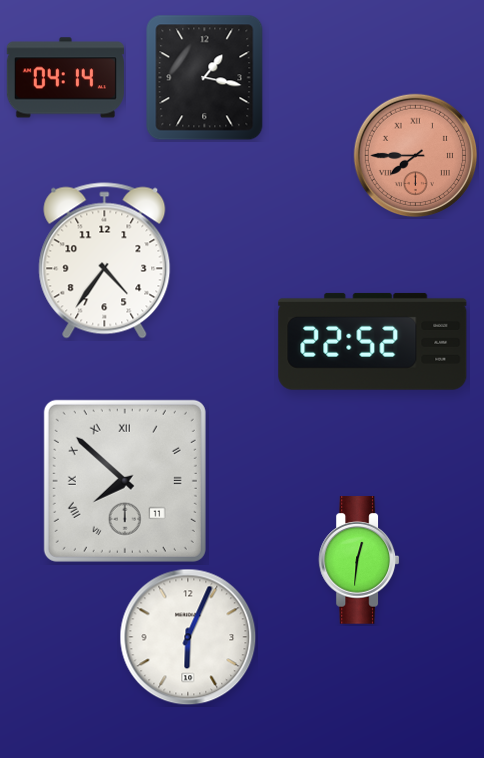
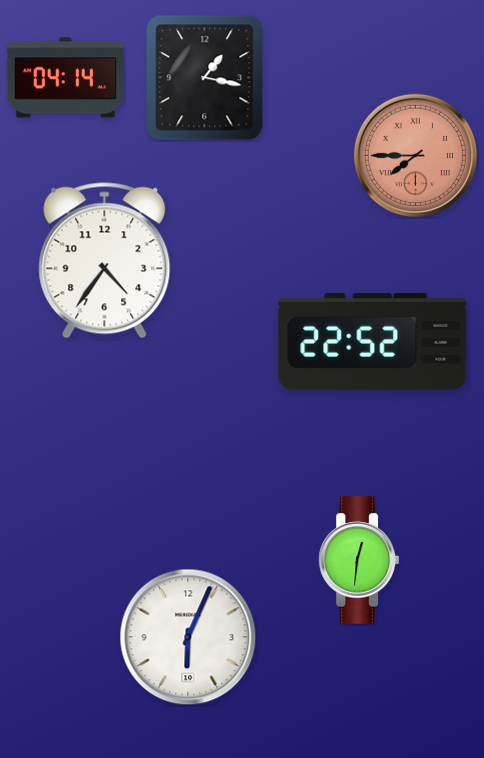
clock at (125, 481): 7:52 -> none
